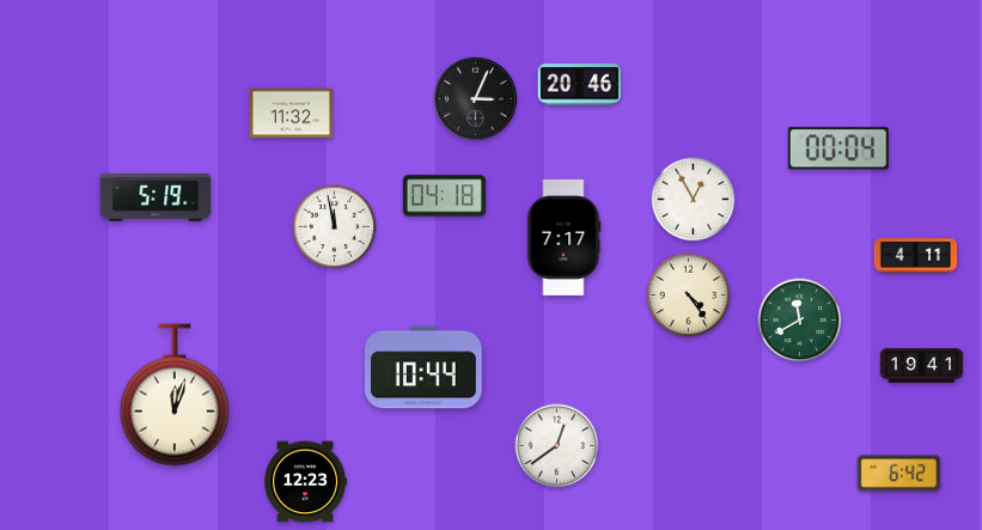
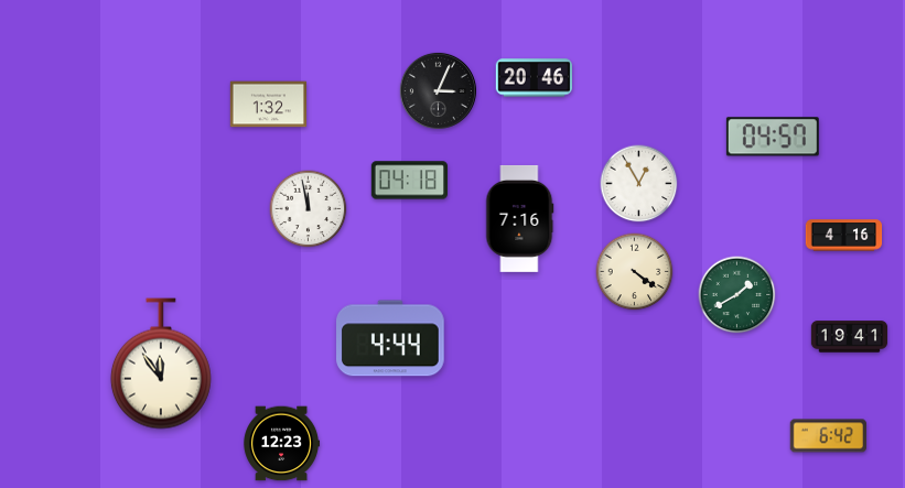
clock at (292, 114): 11:32 -> 1:32
clock at (838, 148): 00:04 -> 04:57
clock at (155, 197): 5:19 -> none
clock at (563, 237): 7:17 -> 7:16
clock at (916, 256): 4:11 -> 4:16
clock at (689, 296): 4:24 -> 4:21
clock at (800, 321): 11:40 -> 1:40
clock at (425, 367): 10:44 -> 4:44
clock at (175, 395): 12:03 -> 11:54
clock at (557, 446): 12:39 -> none
